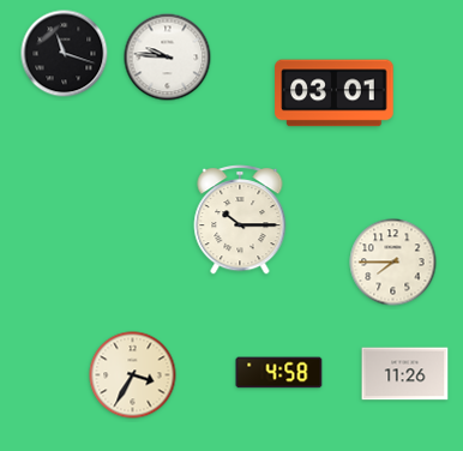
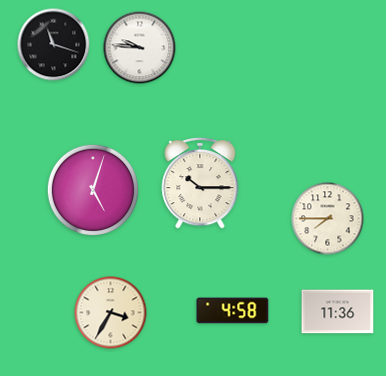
clock at (335, 94): 03:01 -> none
clock at (92, 189): none -> 5:03
clock at (405, 374): 11:26 -> 11:36
